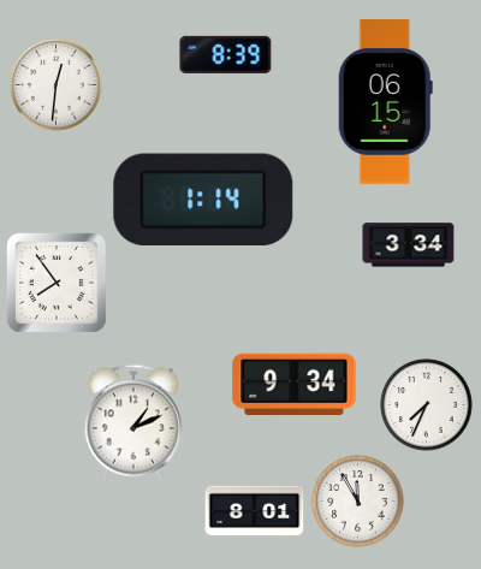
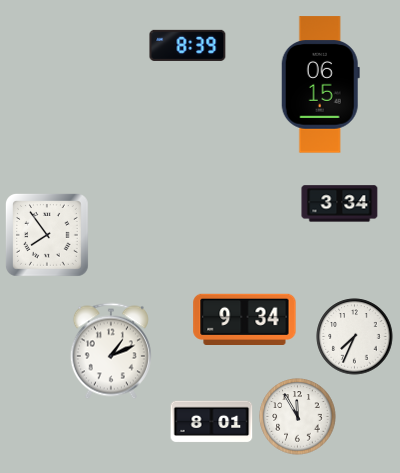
clock at (57, 85): 12:31 -> none
clock at (203, 200): 1:14 -> none
clock at (255, 511) position: (255, 511) -> (212, 422)
